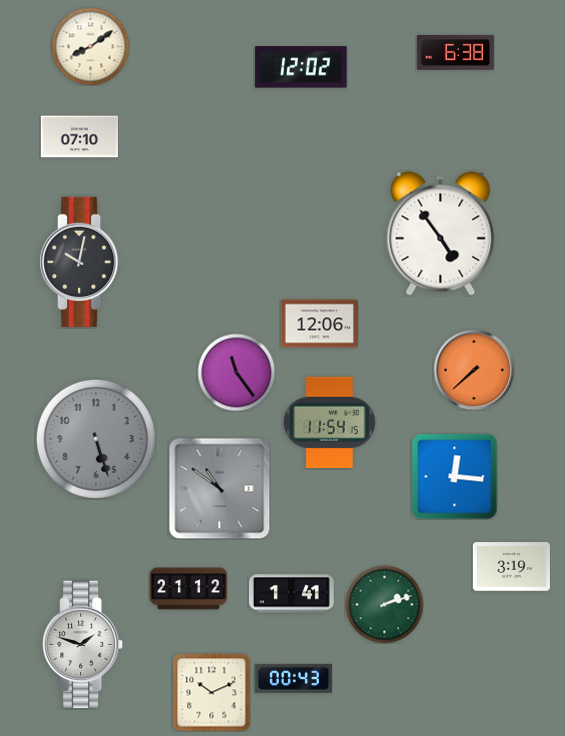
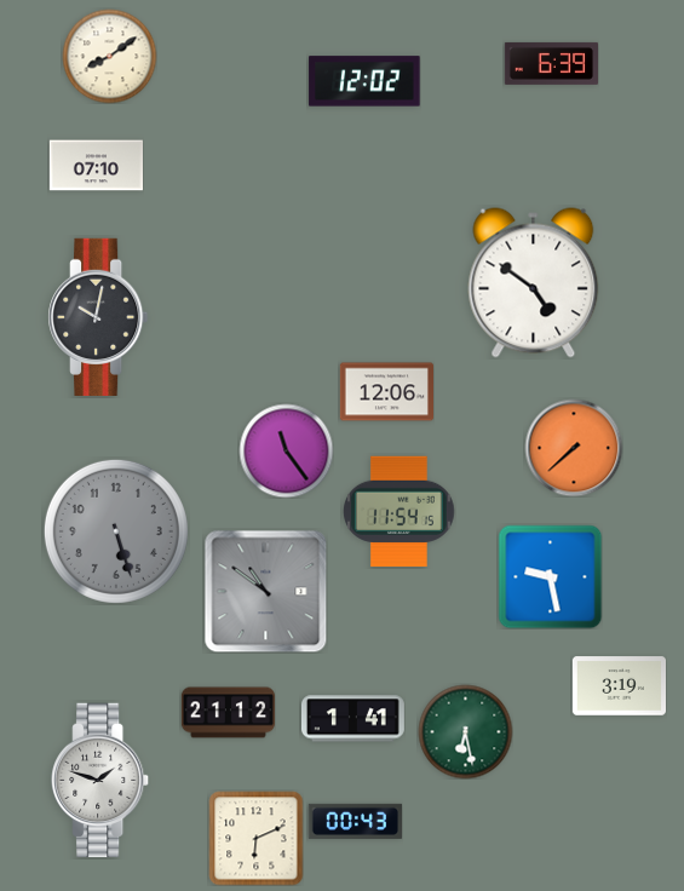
clock at (455, 52): 6:38 -> 6:39
clock at (441, 234): 4:54 -> 4:51
clock at (454, 476): 12:16 -> 9:28
clock at (384, 604): 2:12 -> 6:28
clock at (211, 692): 10:11 -> 6:11
